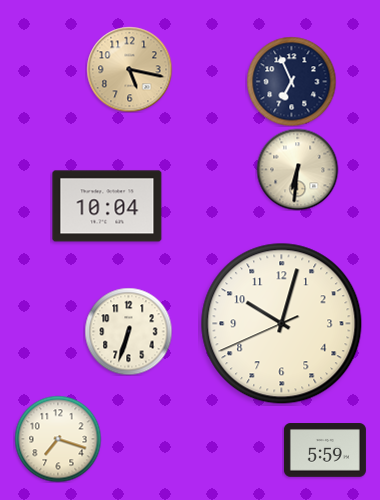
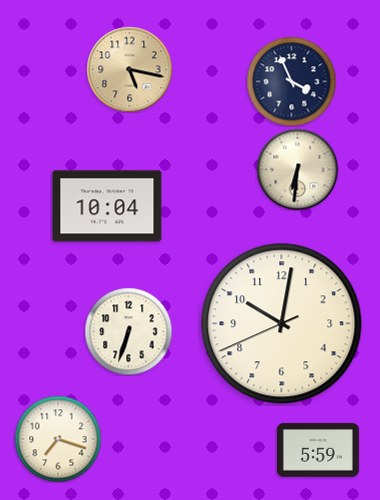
clock at (291, 81): 6:56 -> 3:56
clock at (282, 324): 10:02 -> 10:01
clock at (325, 450) position: (325, 450) -> (318, 450)
